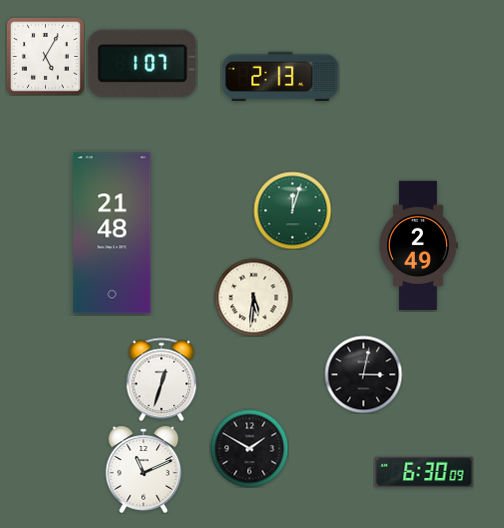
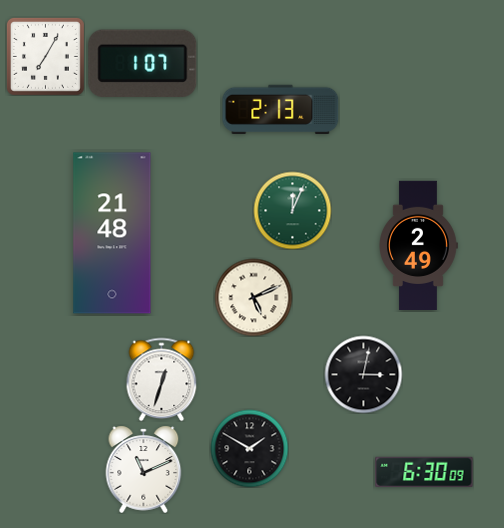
clock at (45, 56): 5:05 -> 7:05
clock at (281, 76) position: (281, 76) -> (281, 109)
clock at (292, 210): 12:03 -> 12:04
clock at (253, 297): 5:31 -> 5:11
